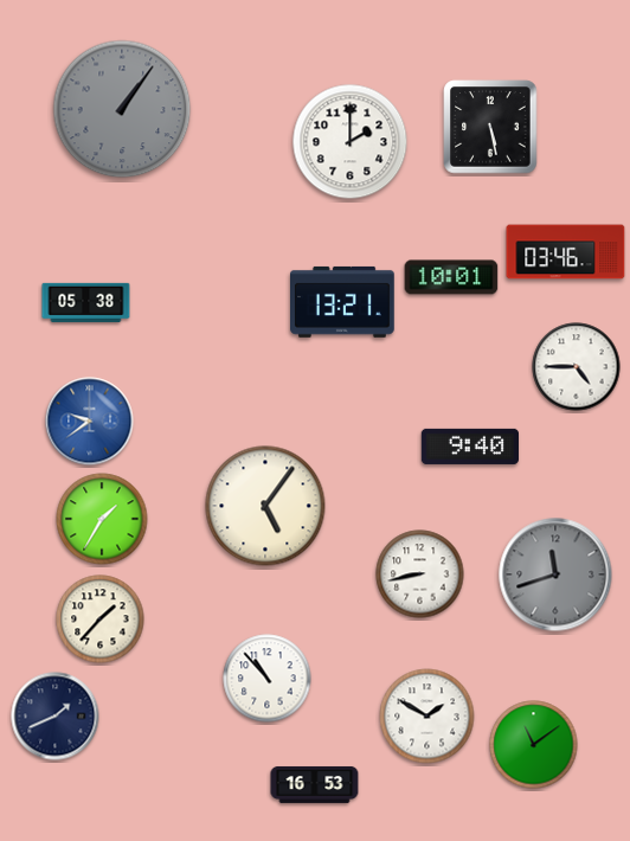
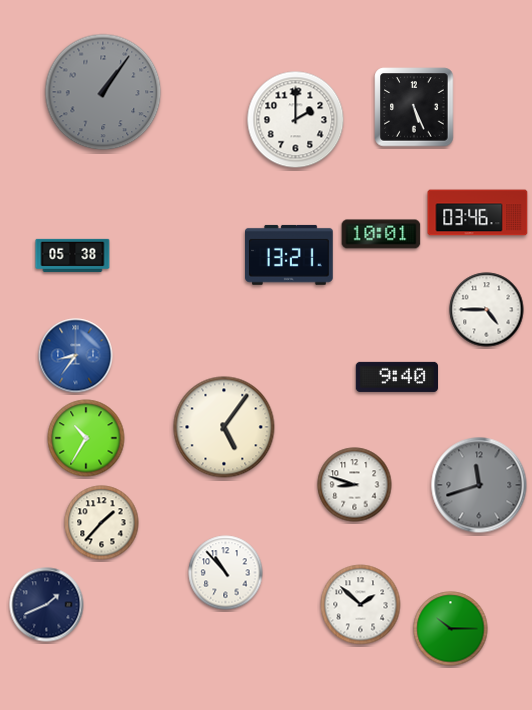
clock at (490, 127): 5:28 -> 5:26
clock at (90, 422): 9:39 -> 8:36
clock at (102, 519): 1:35 -> 10:35
clock at (420, 574): 8:43 -> 8:48
clock at (555, 574) position: (555, 574) -> (479, 485)
clock at (101, 619) position: (101, 619) -> (102, 523)
clock at (427, 717): 1:50 -> 1:52
clock at (534, 745): 11:09 -> 10:15
clock at (315, 784): 16:53 -> none
